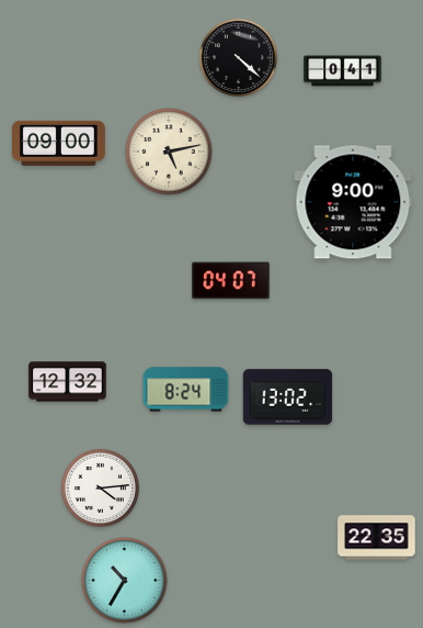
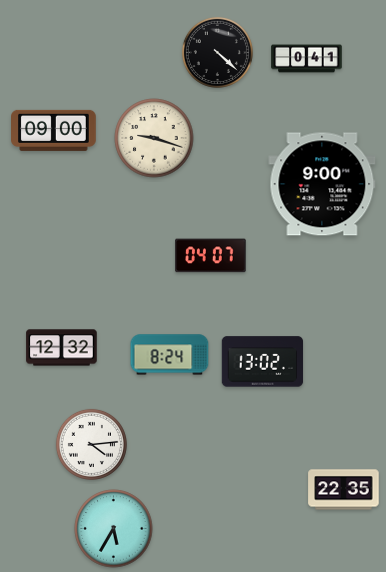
clock at (343, 71) position: (343, 71) -> (307, 59)
clock at (169, 152): 5:13 -> 9:18
clock at (125, 581): 10:35 -> 5:35
